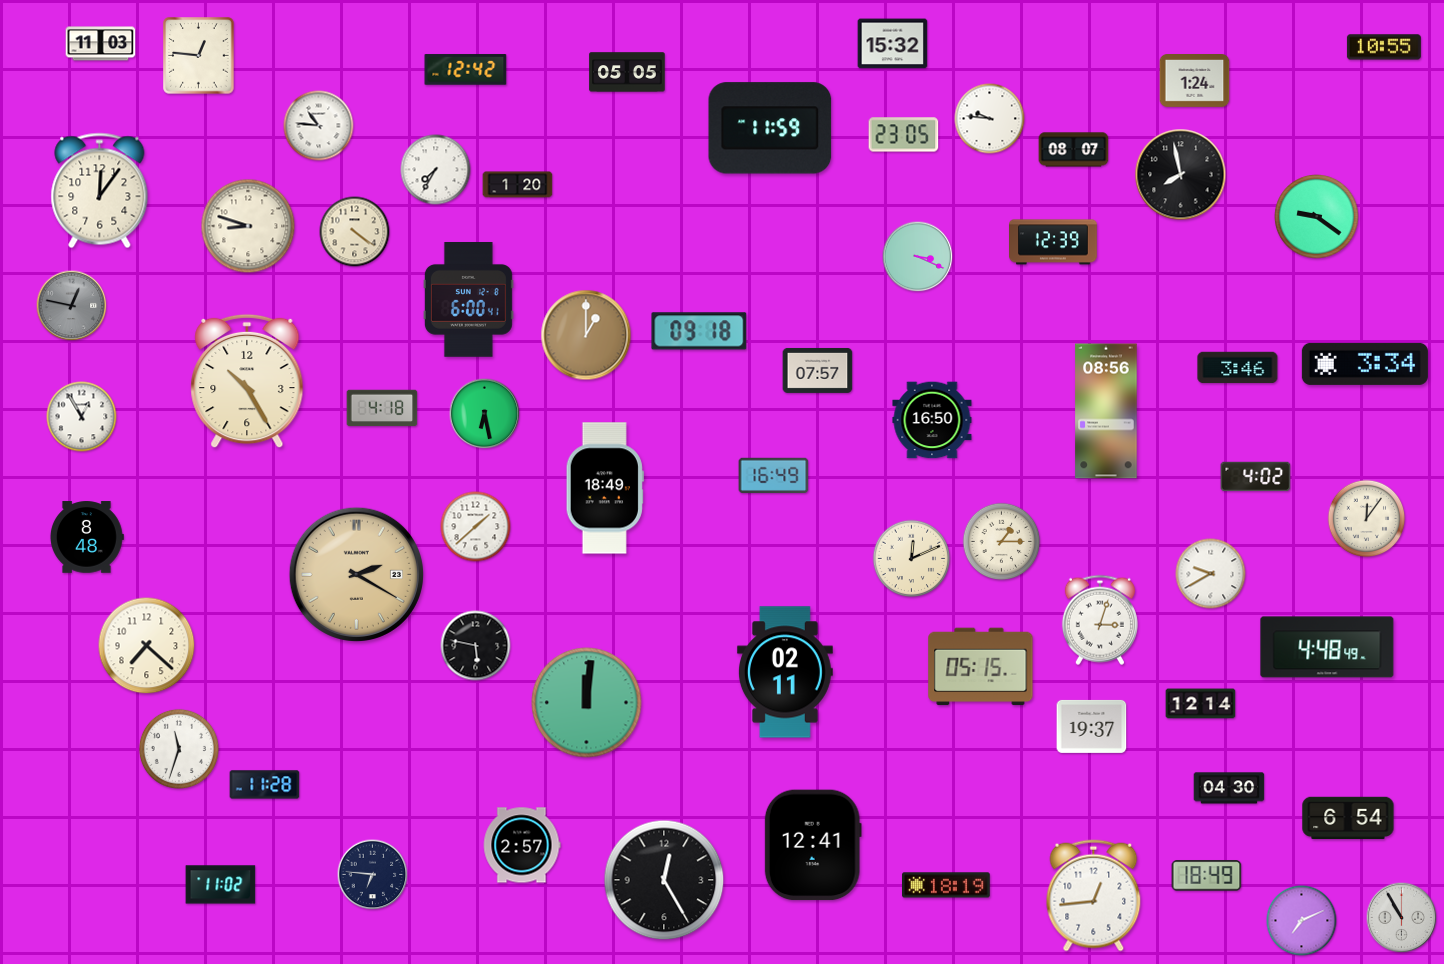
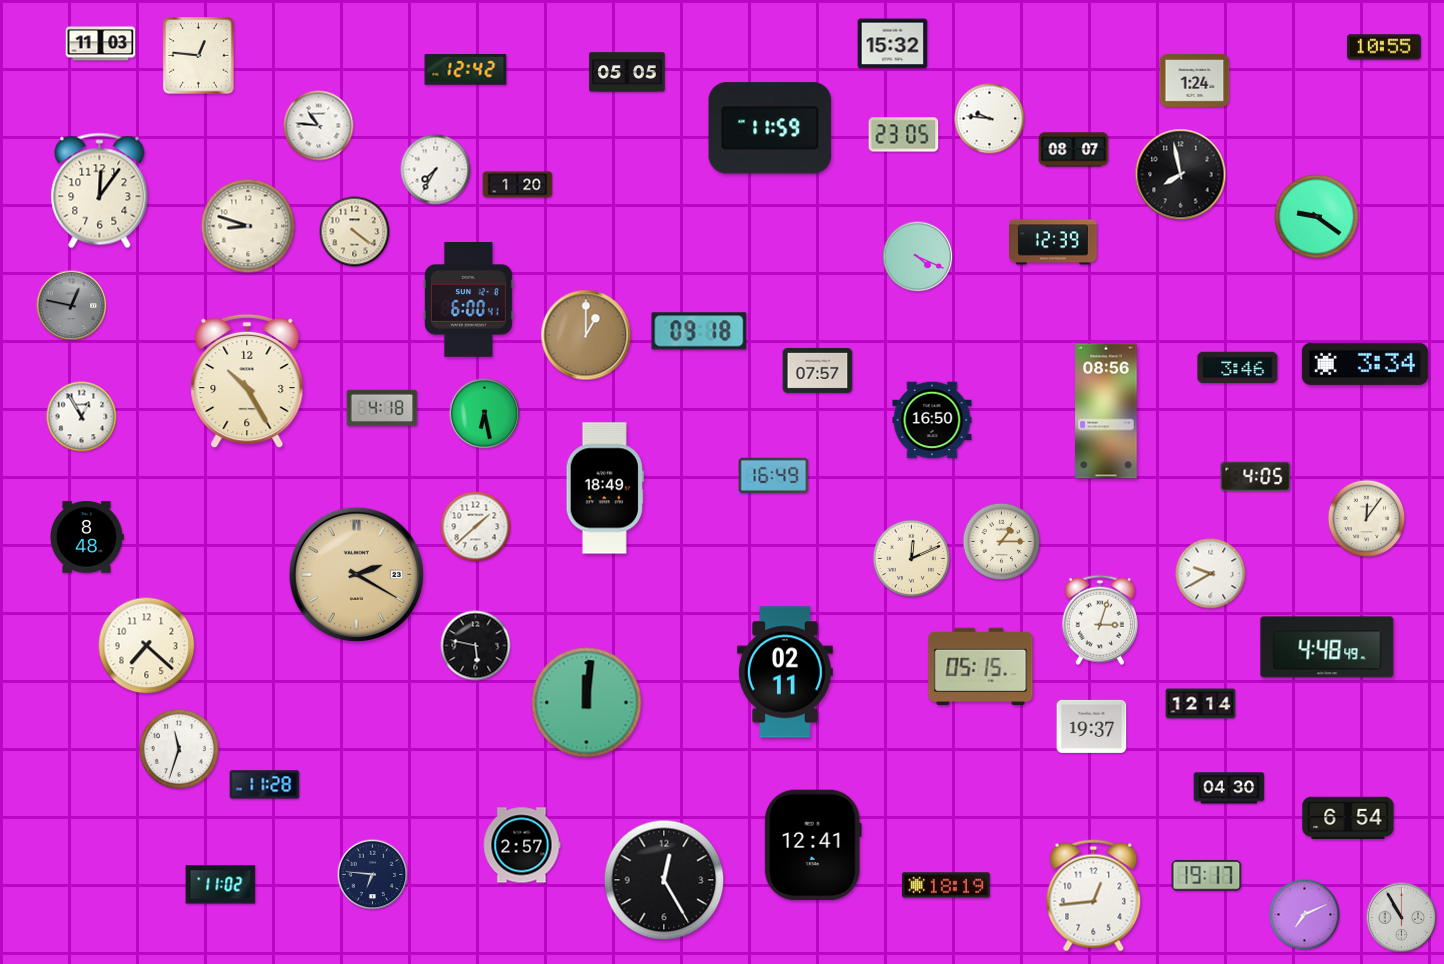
clock at (918, 257): 3:19 -> 4:19
clock at (1256, 476): 4:02 -> 4:05
clock at (1207, 876): 18:49 -> 19:17
clock at (1302, 921) position: (1302, 921) -> (1305, 915)
